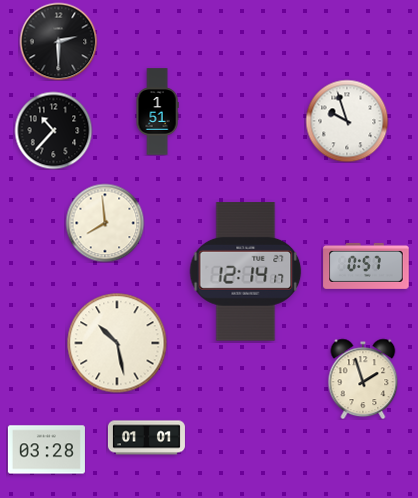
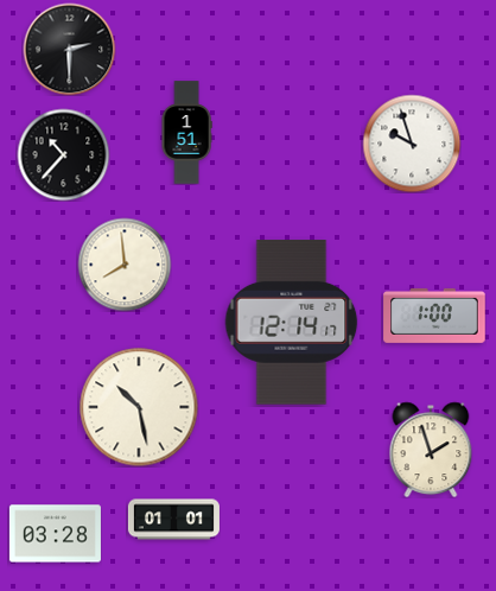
clock at (366, 266): 0:57 -> 1:00
